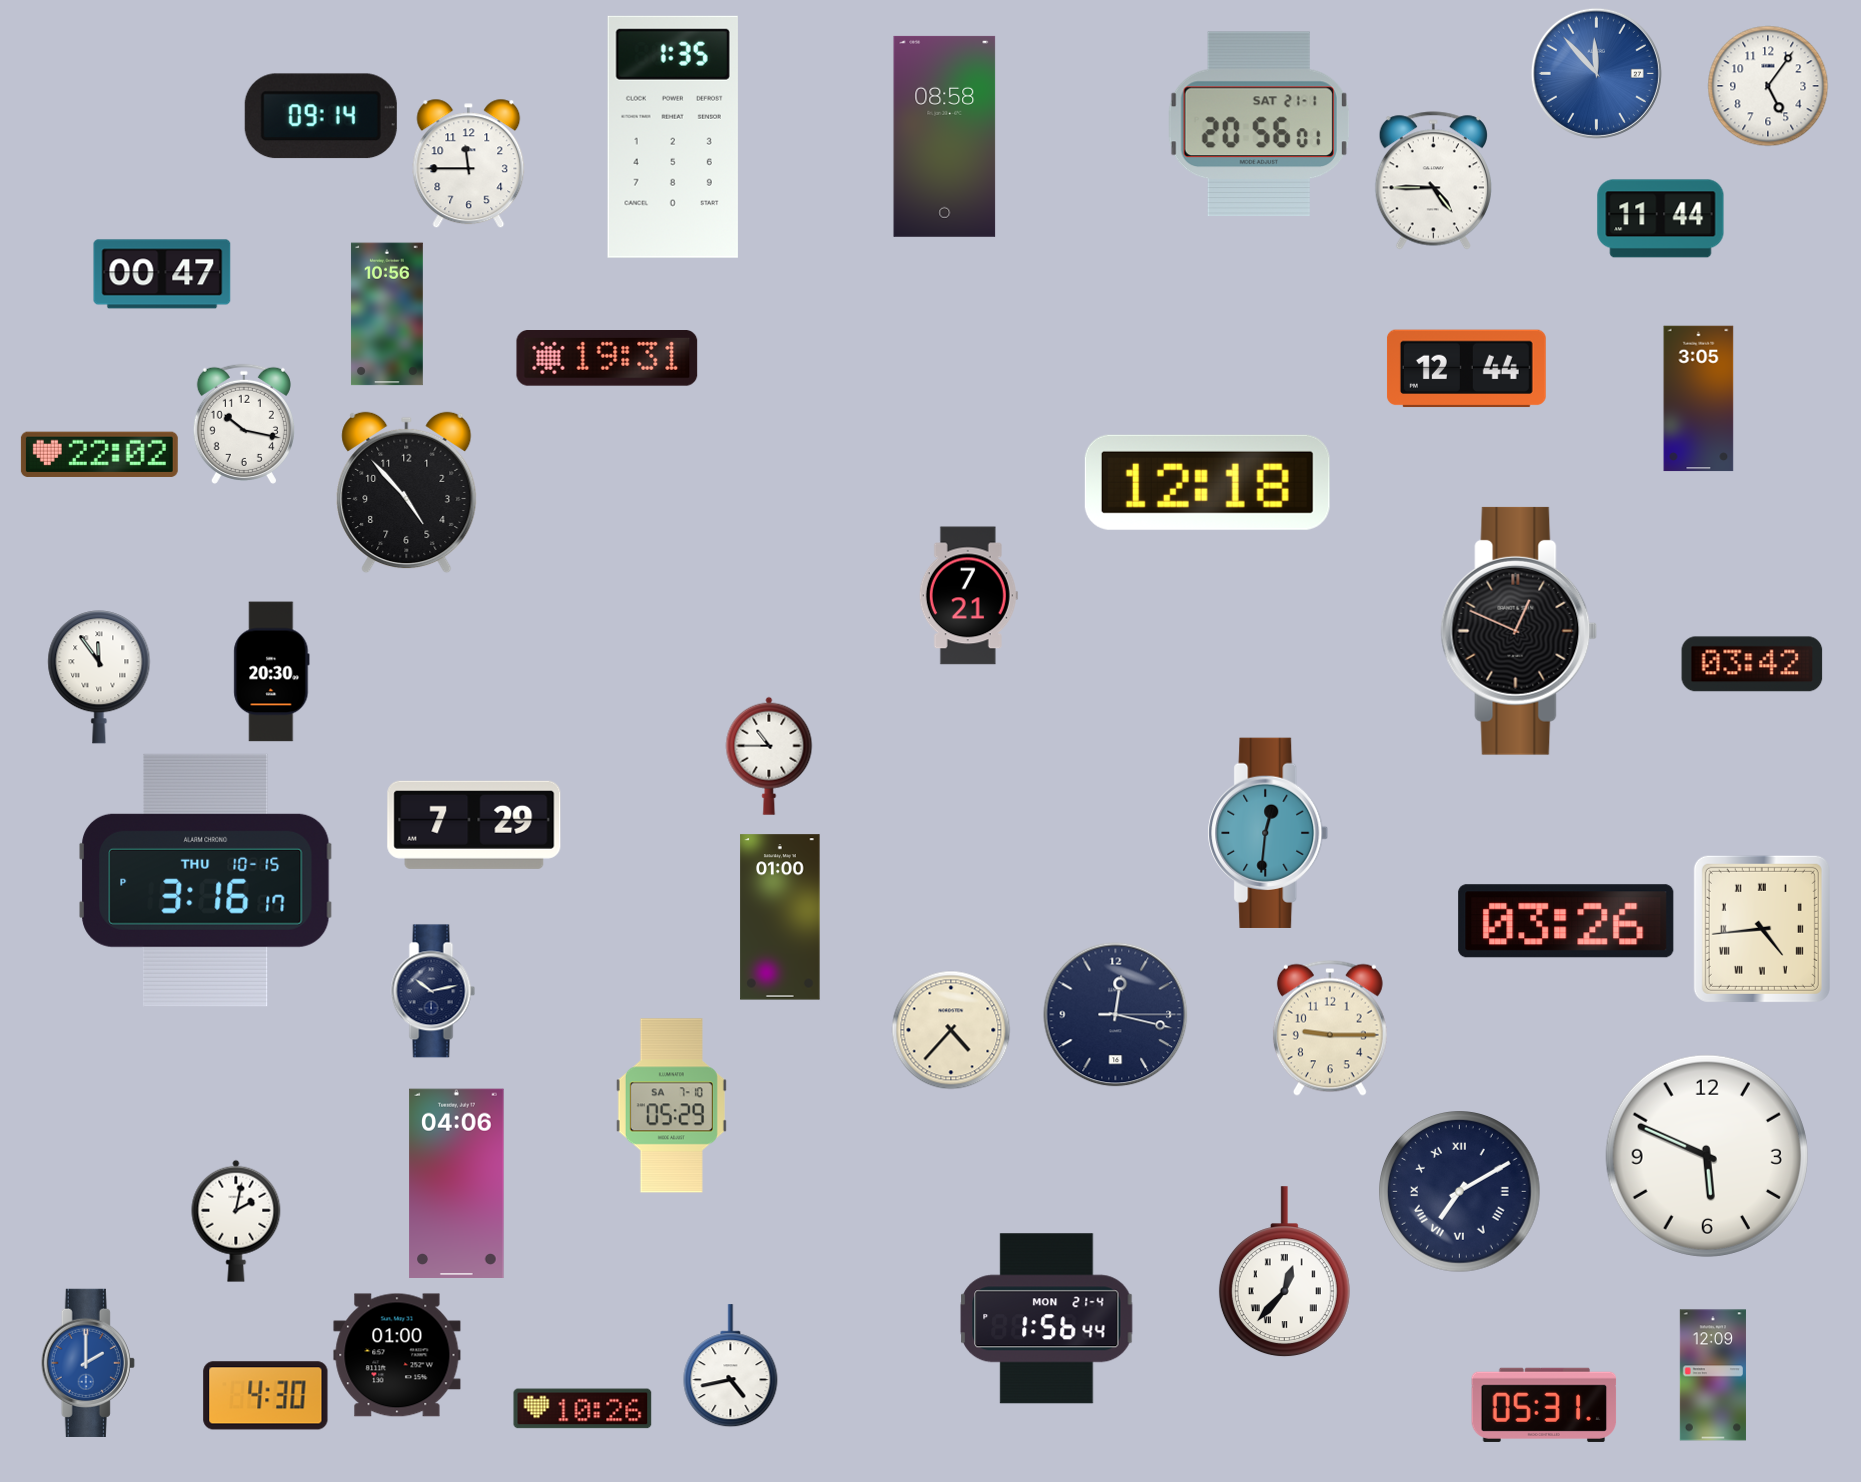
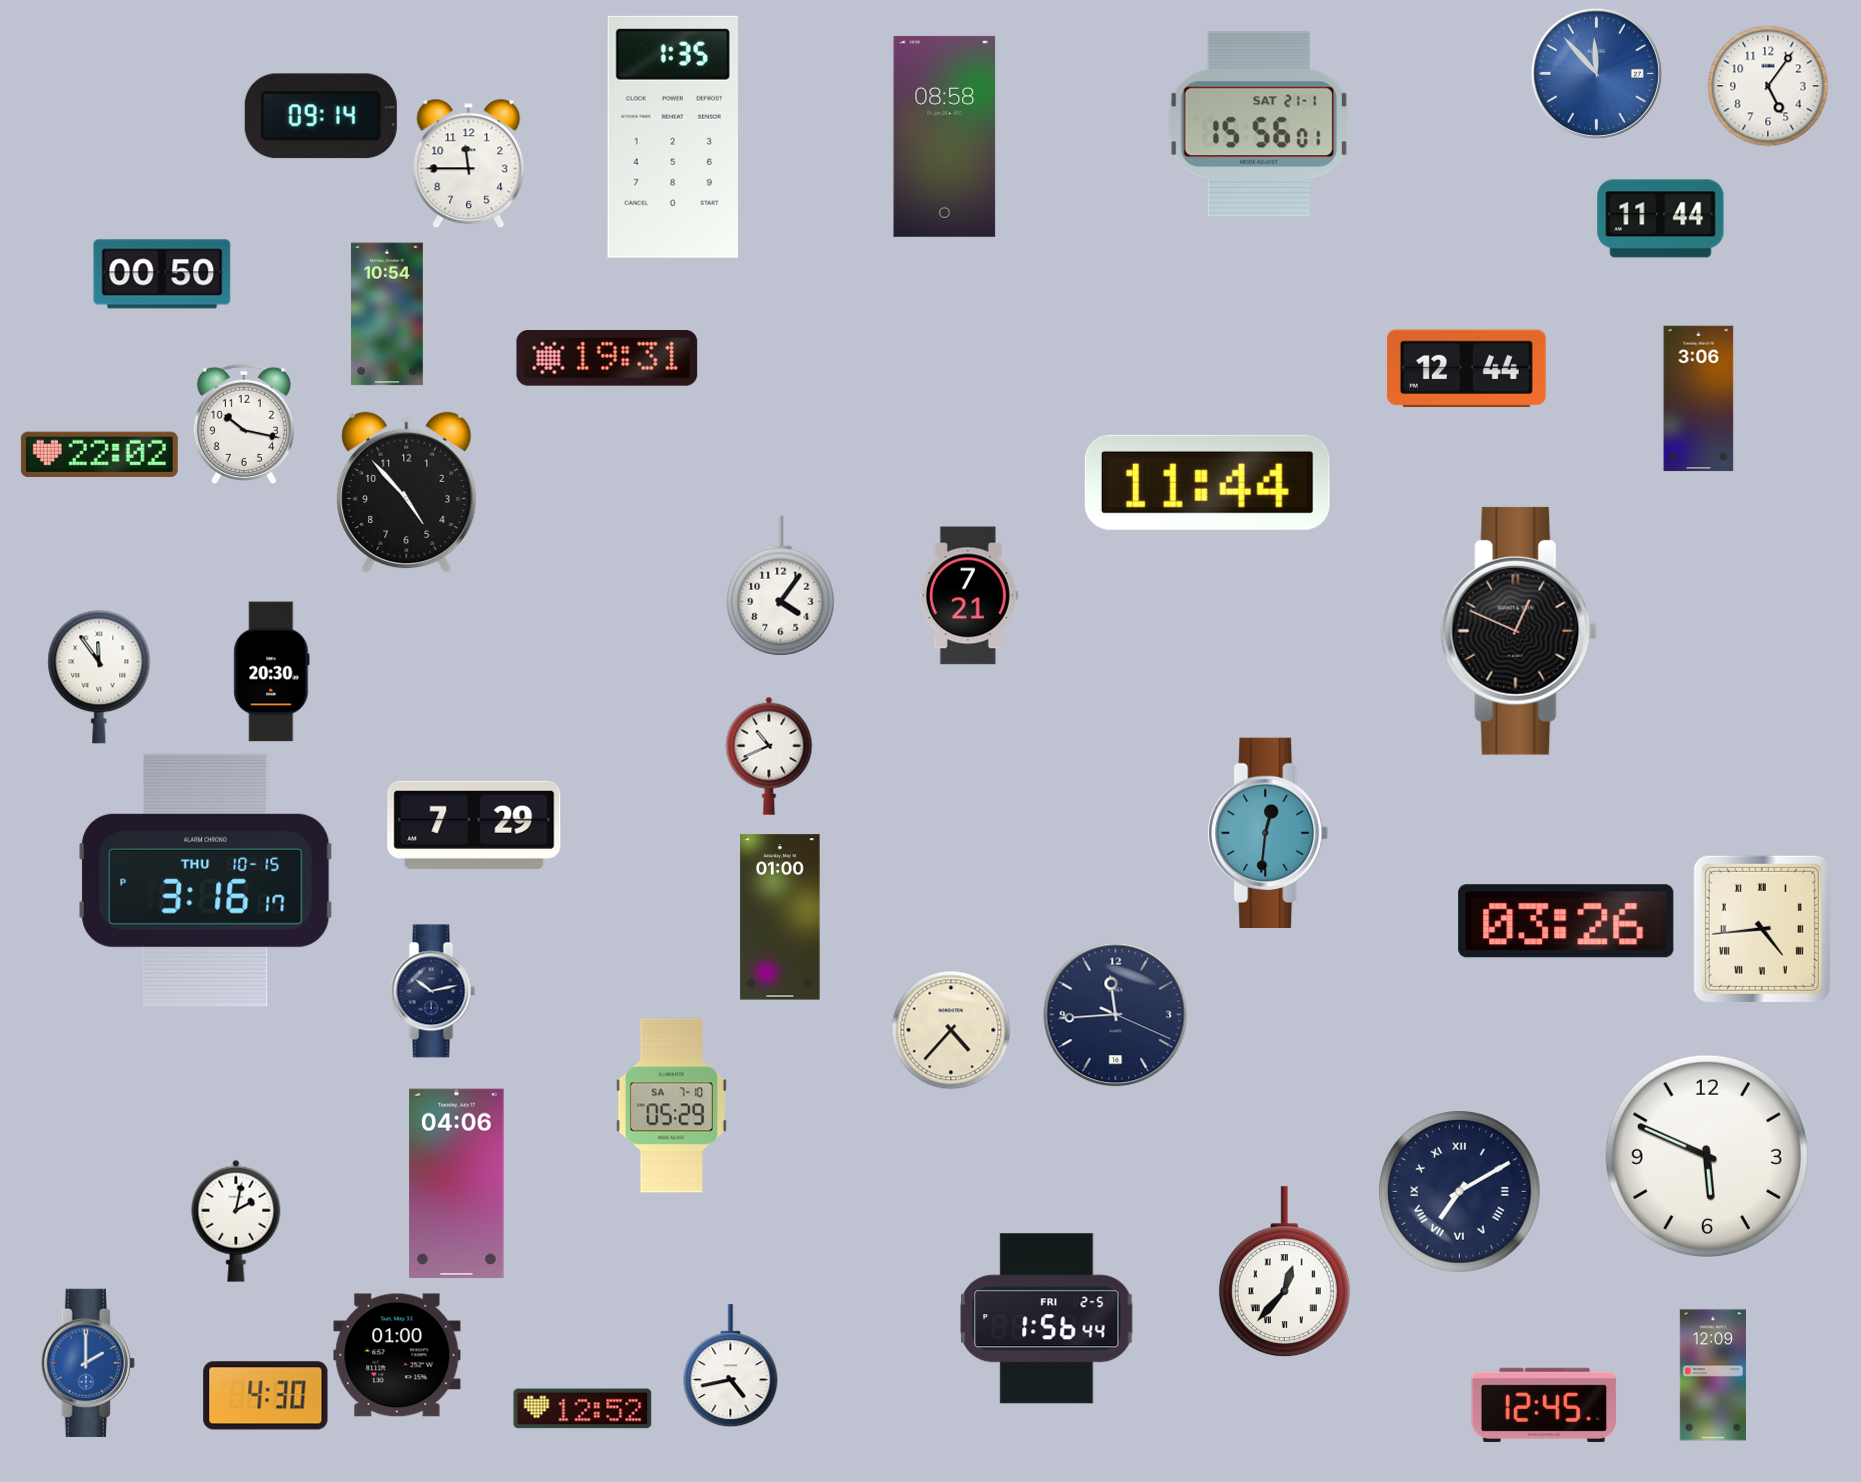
clock at (1259, 124): 20:56 -> 15:56
clock at (1433, 181): 4:45 -> none
clock at (162, 274): 00:47 -> 00:50
clock at (387, 314): 10:56 -> 10:54
clock at (1699, 399): 3:05 -> 3:06
clock at (1207, 482): 12:18 -> 11:44
clock at (781, 586): none -> 4:06
clock at (1752, 664): 03:42 -> none
clock at (769, 756): 10:45 -> 10:41
clock at (1116, 1015): 12:17 -> 11:44
clock at (1330, 1028): 9:15 -> none
clock at (1047, 1319) date: MON 21-4 -> FRI 2-5
clock at (1544, 1405): 05:31 -> 12:45
clock at (583, 1409): 10:26 -> 12:52
